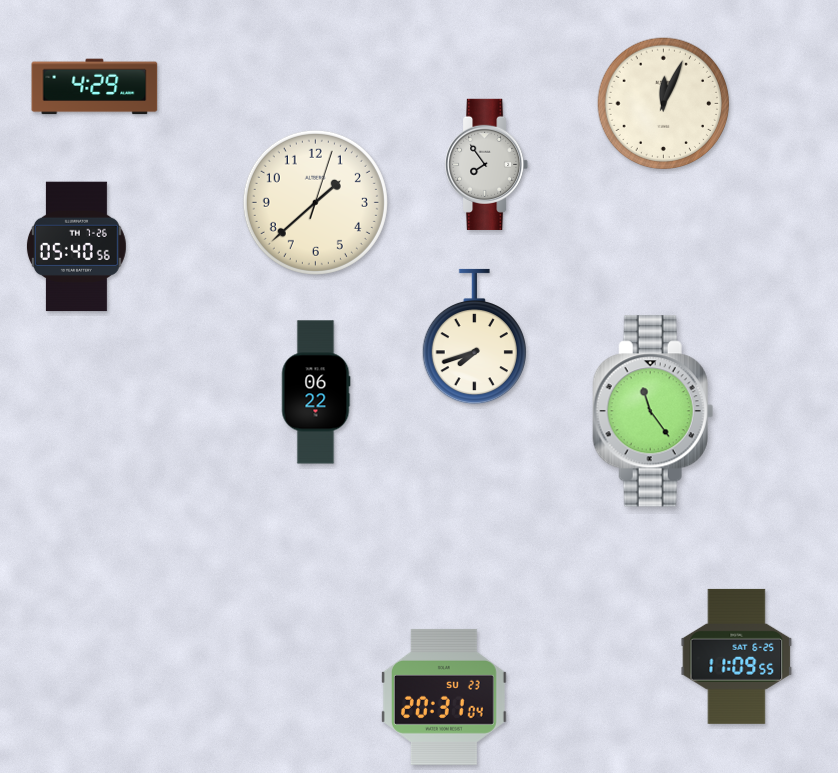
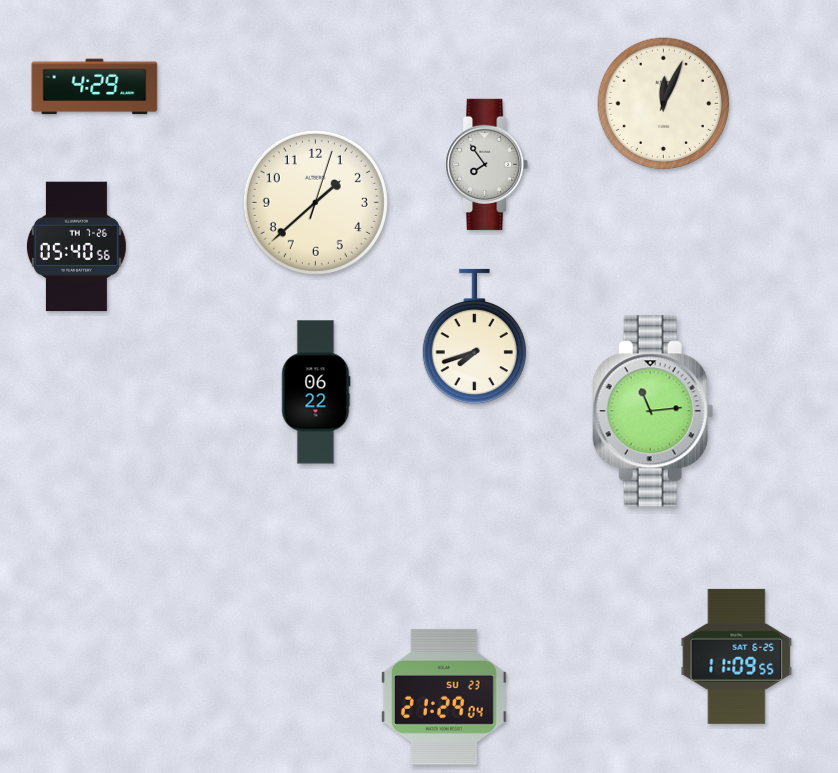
clock at (653, 411): 11:24 -> 11:14
clock at (444, 697): 20:31 -> 21:29
